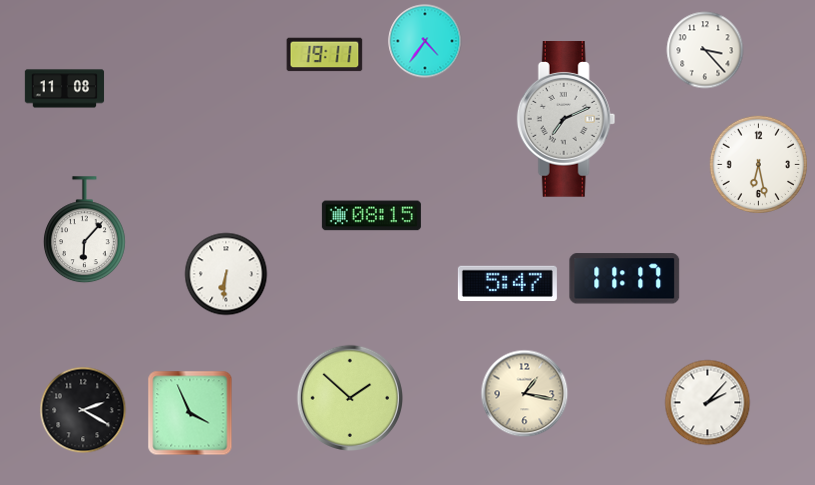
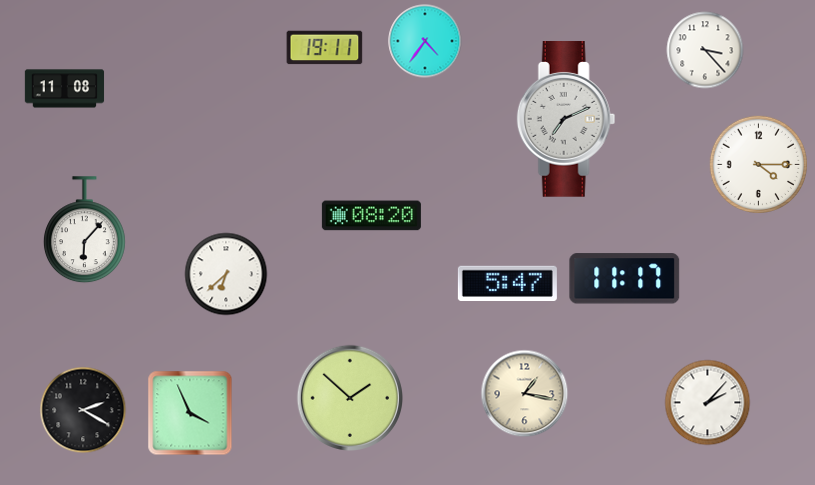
clock at (325, 55) position: (325, 55) -> (325, 48)
clock at (758, 164): 6:28 -> 4:15
clock at (371, 216): 08:15 -> 08:20
clock at (226, 274): 6:31 -> 6:38
